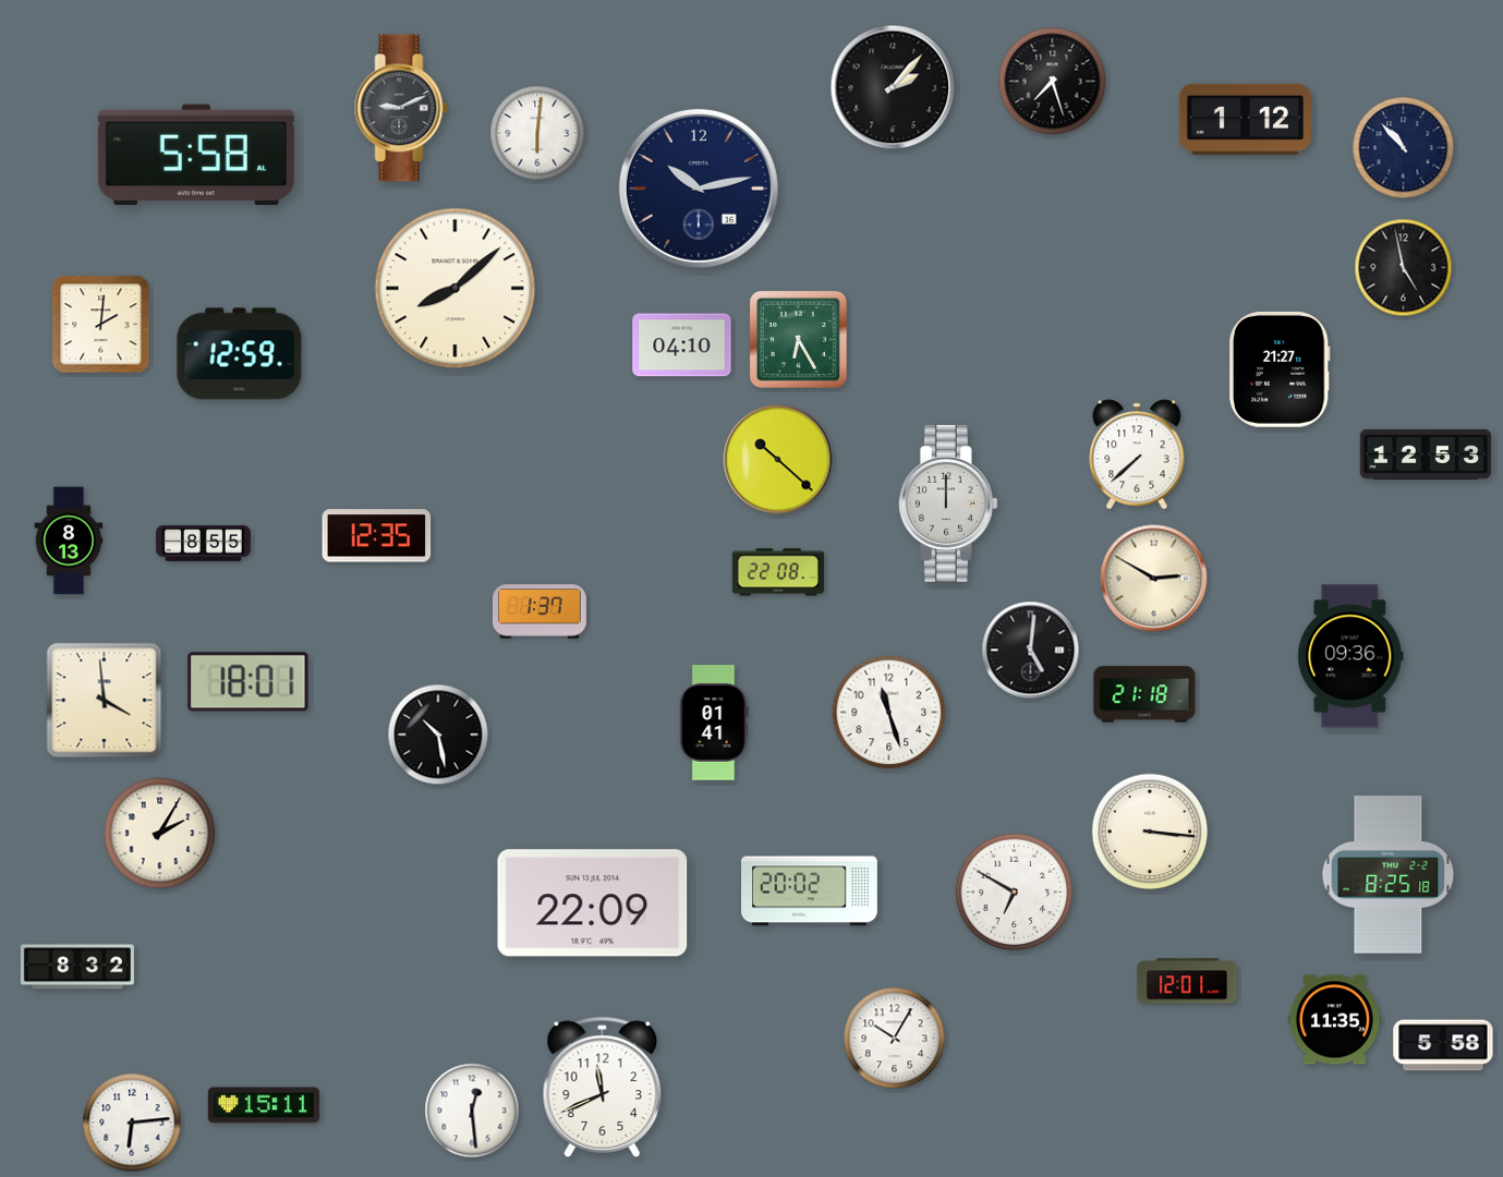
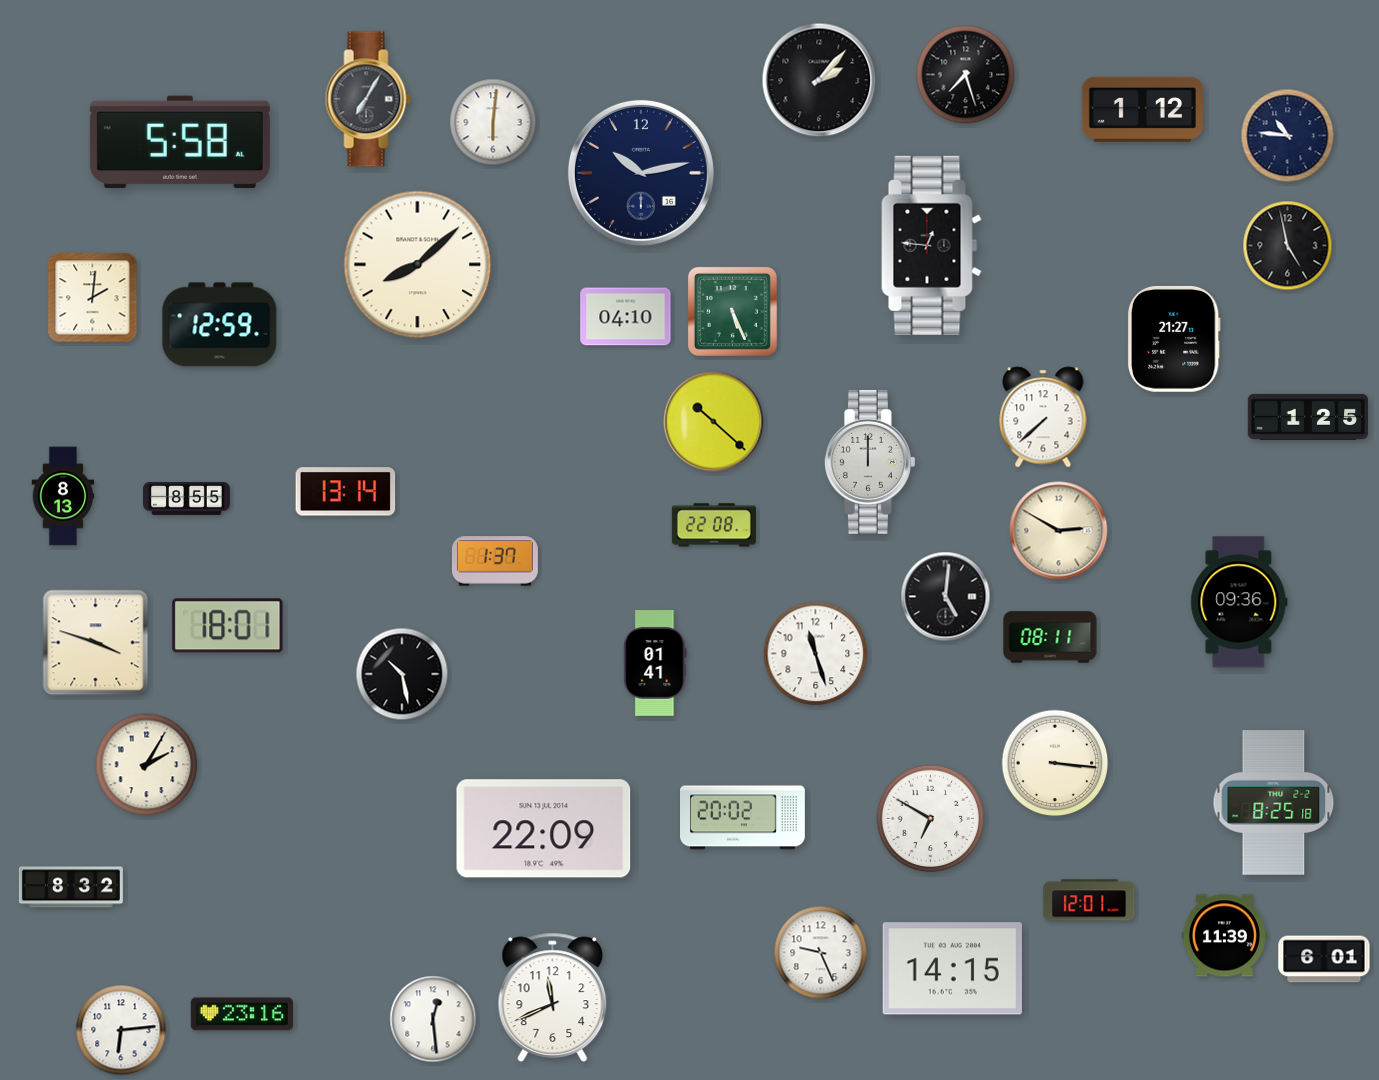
clock at (401, 108): 9:11 -> 7:05
clock at (1404, 148): 10:53 -> 10:46
clock at (932, 245): none -> 12:46
clock at (798, 339): 6:25 -> 5:26
clock at (1426, 454): 12:53 -> 1:25
clock at (377, 536): 12:35 -> 13:14
clock at (1144, 694): 21:18 -> 08:11
clock at (105, 701): 3:59 -> 3:48
clock at (1334, 1020): 11:35 -> 11:39
clock at (895, 1039): 10:05 -> 9:26
clock at (1443, 1045): 5:58 -> 6:01
clock at (952, 969): none -> 14:15
clock at (264, 1105): 15:11 -> 23:16
